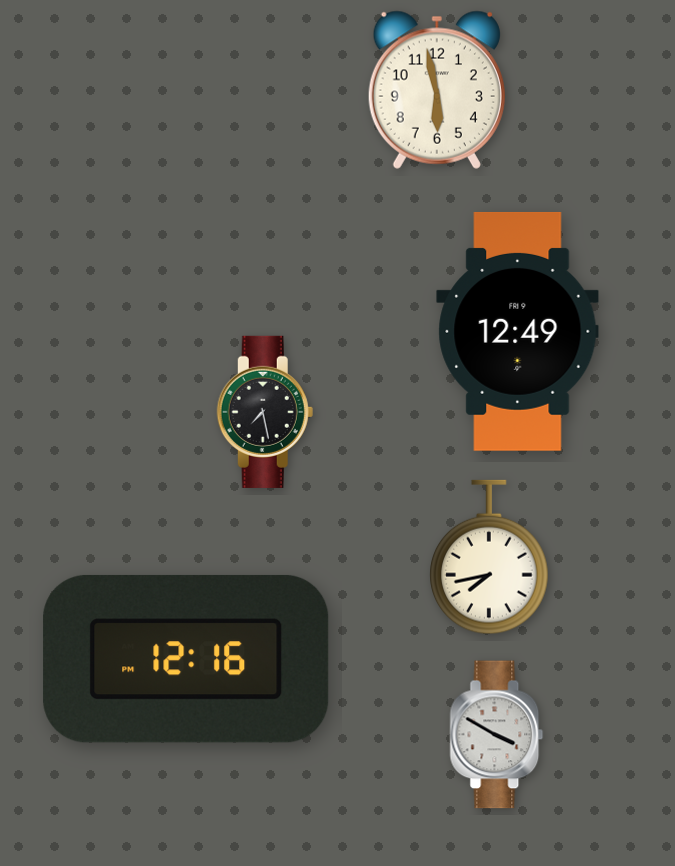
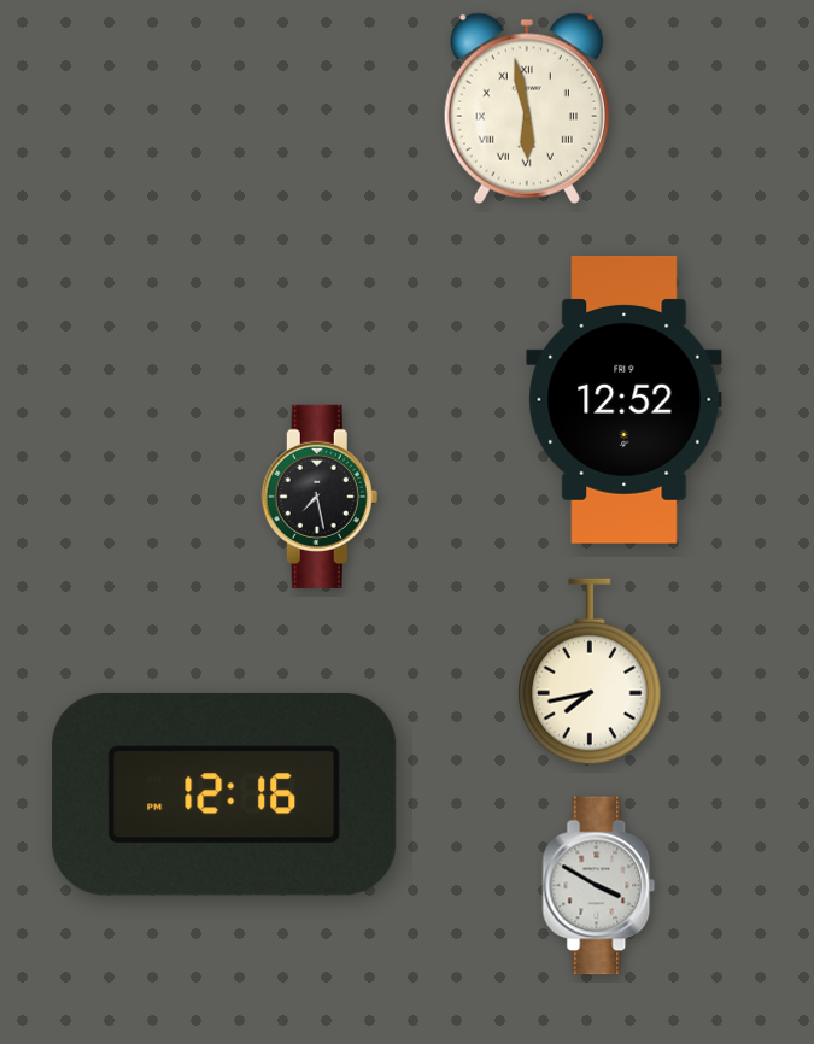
clock at (437, 90) numerals: Arabic -> Roman
clock at (518, 331): 12:49 -> 12:52
